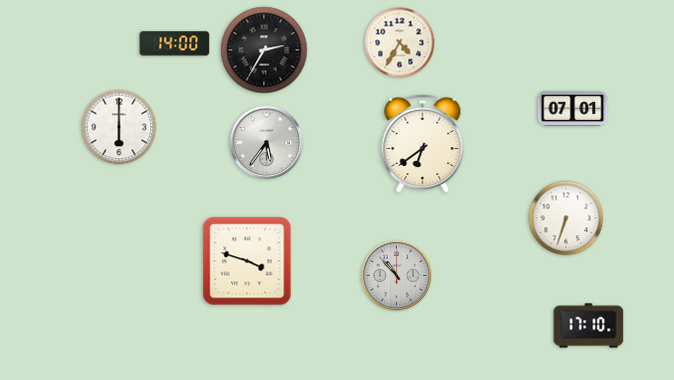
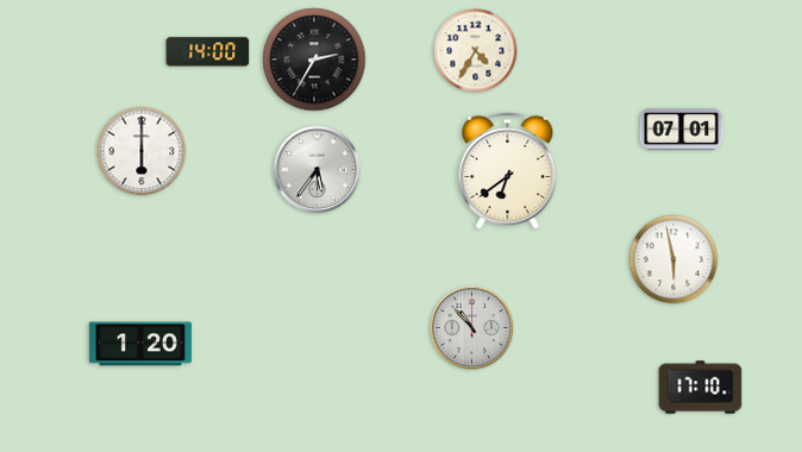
clock at (423, 143) position: (423, 143) -> (508, 170)
clock at (566, 218): 6:33 -> 5:58
clock at (247, 261): 3:48 -> none
clock at (140, 344): none -> 1:20
